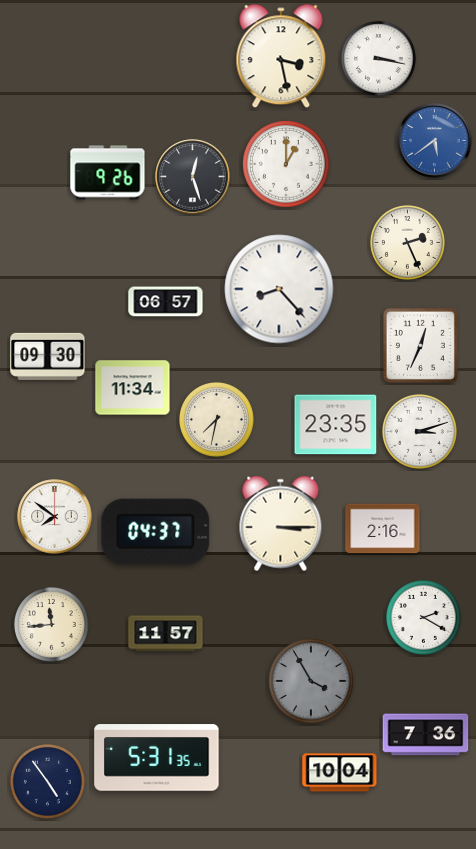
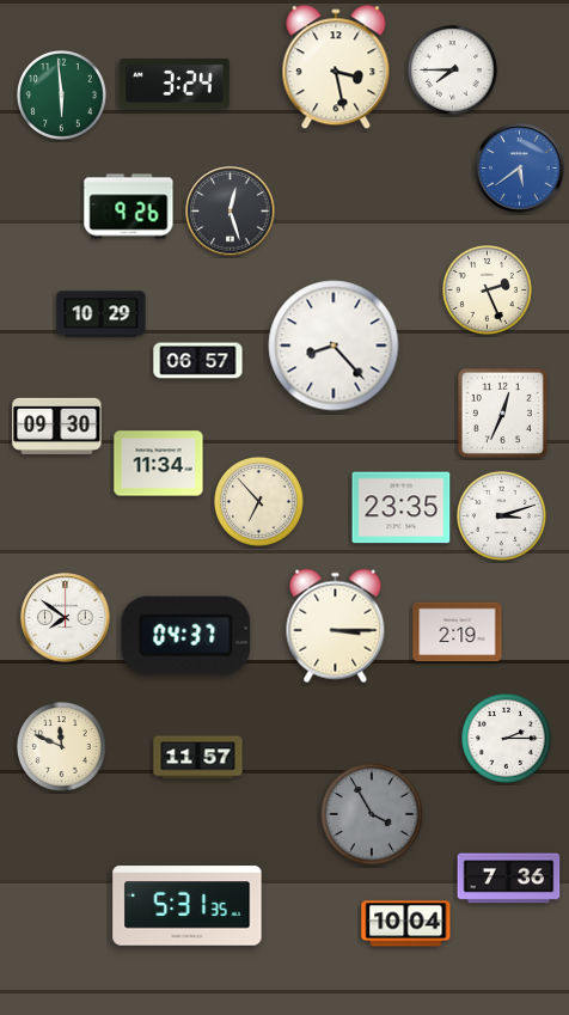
clock at (378, 58): 3:17 -> 7:45
clock at (175, 84): none -> 3:24
clock at (61, 94): none -> 5:59
clock at (286, 164): 1:00 -> none
clock at (102, 314): none -> 10:29
clock at (216, 419): 7:32 -> 6:53
clock at (383, 529): 2:16 -> 2:19
clock at (423, 617): 2:20 -> 2:15
clock at (51, 624): 11:44 -> 11:49
clock at (47, 781): 4:54 -> none
